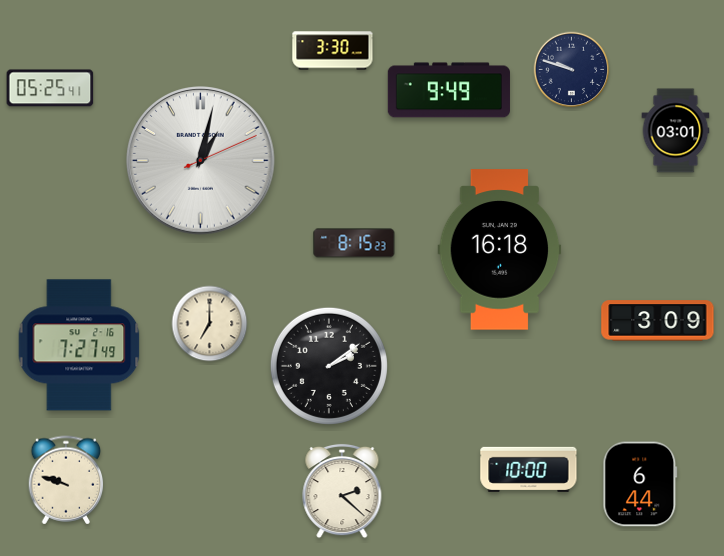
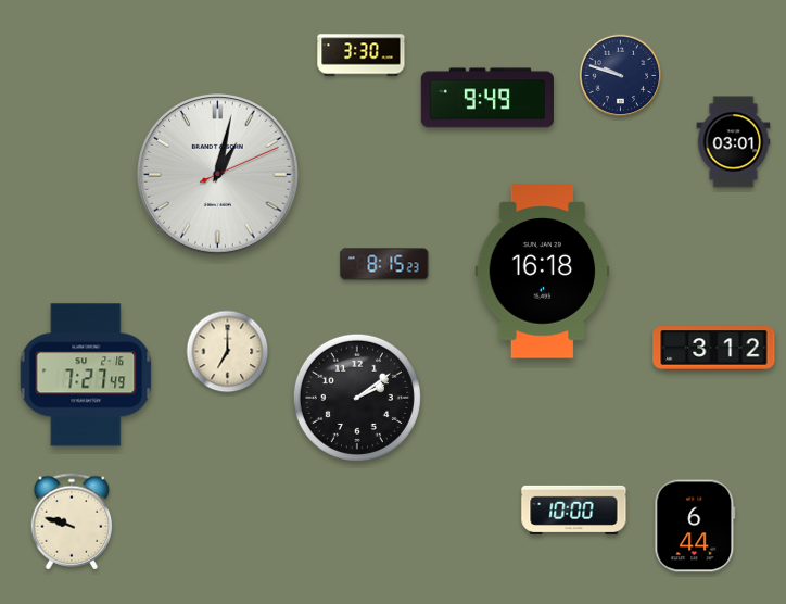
clock at (50, 88): 05:25 -> none
clock at (658, 321): 3:09 -> 3:12
clock at (342, 491): 2:22 -> none
